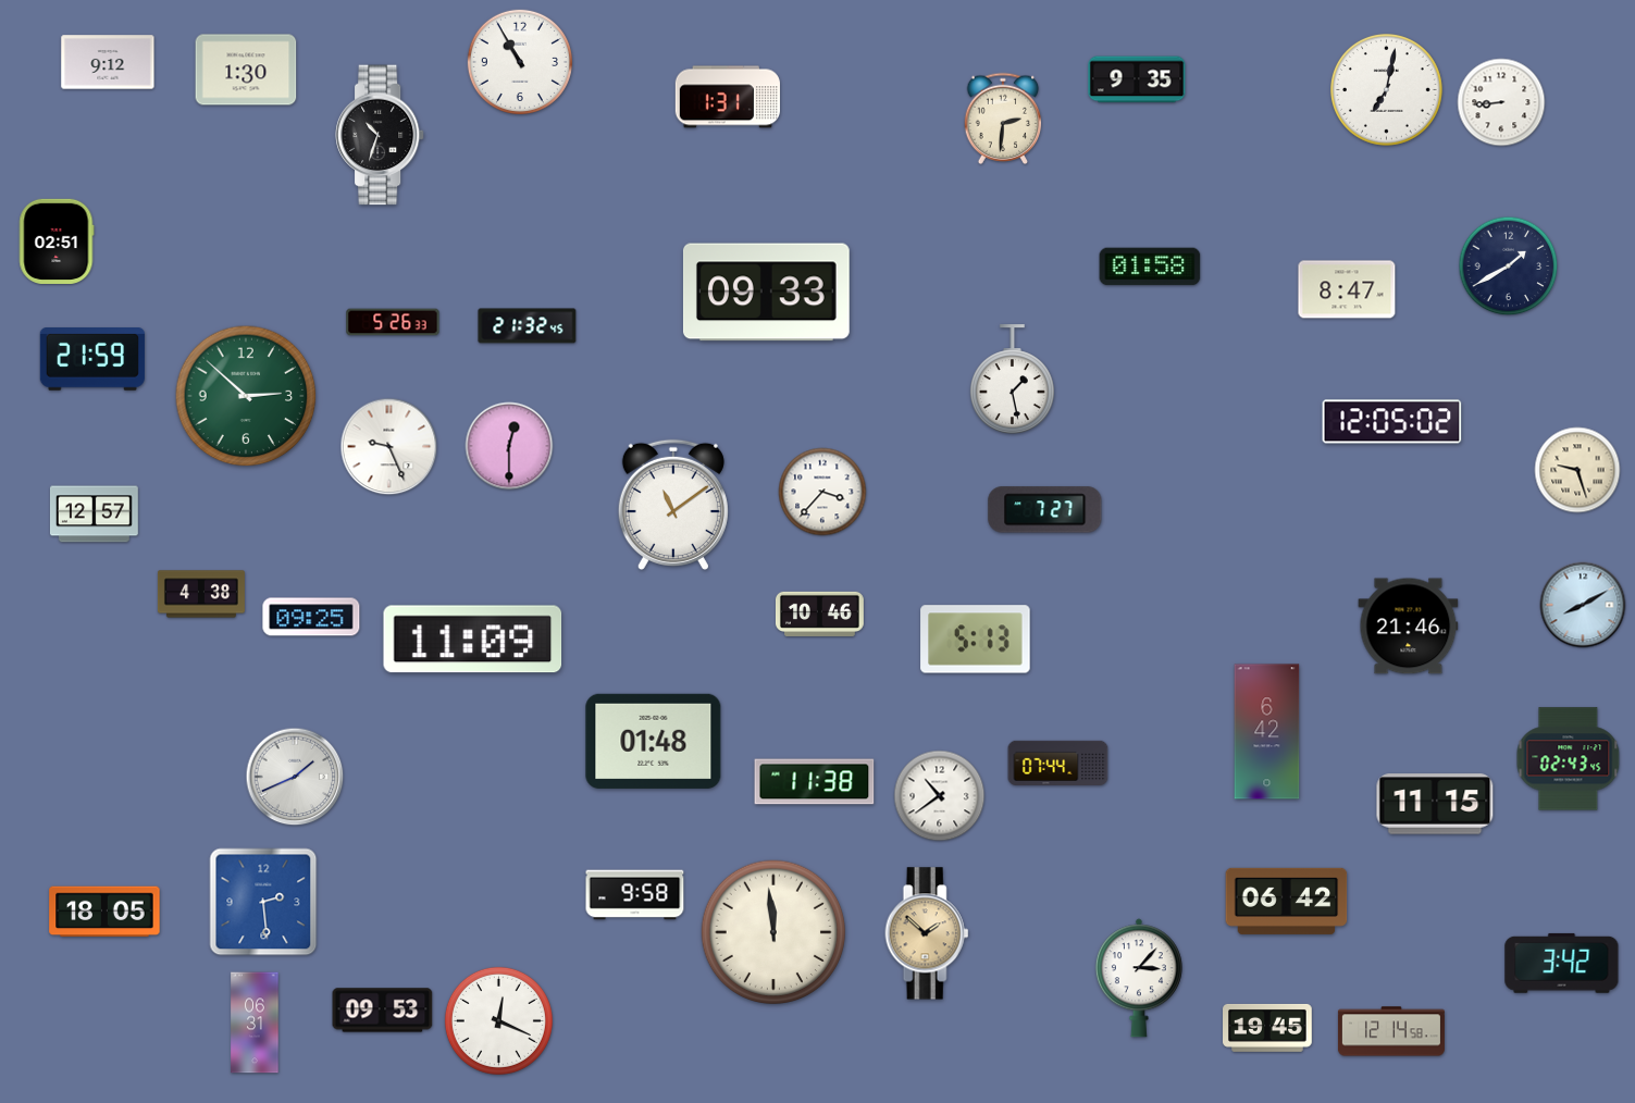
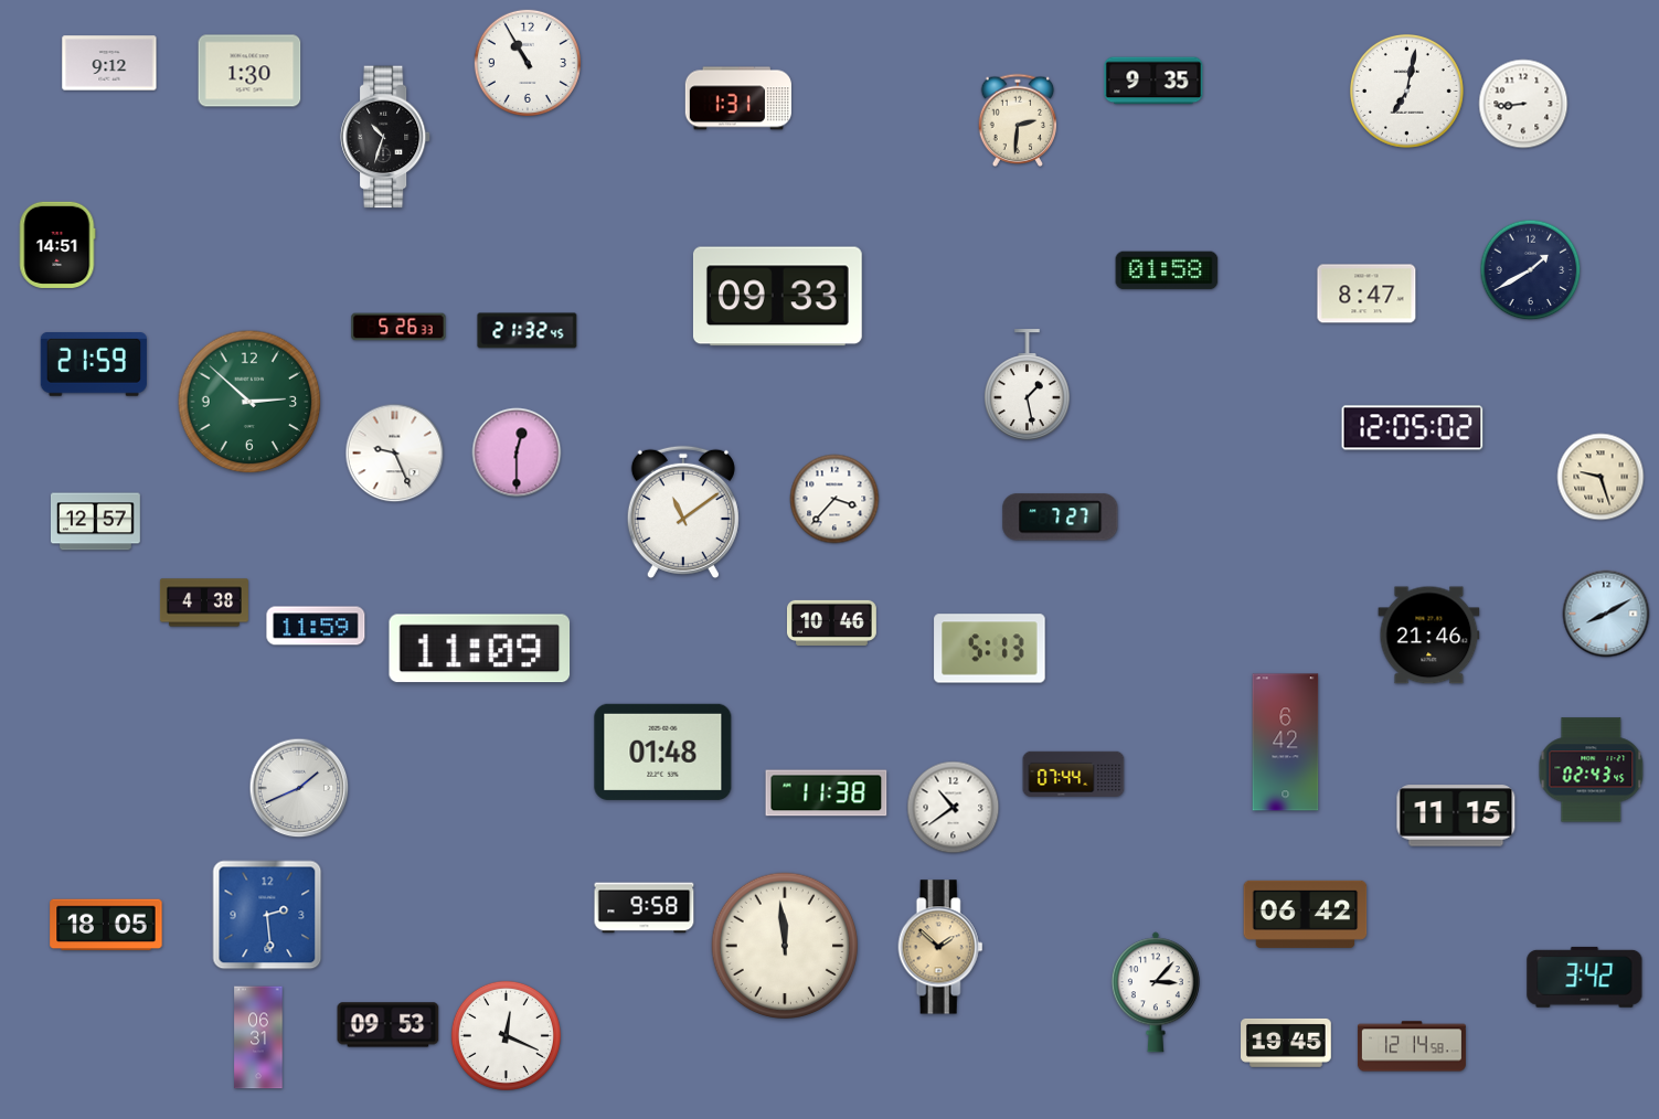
clock at (57, 240): 02:51 -> 14:51
clock at (528, 326) position: (528, 326) -> (528, 331)
clock at (311, 617): 09:25 -> 11:59
